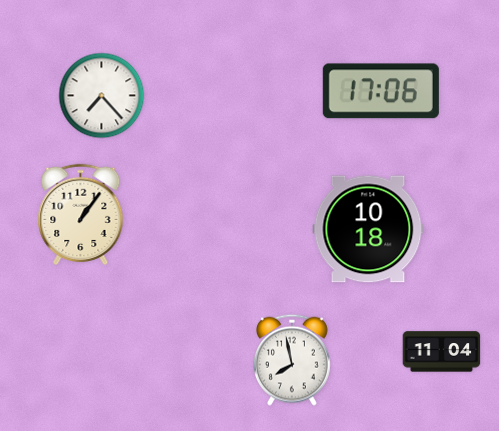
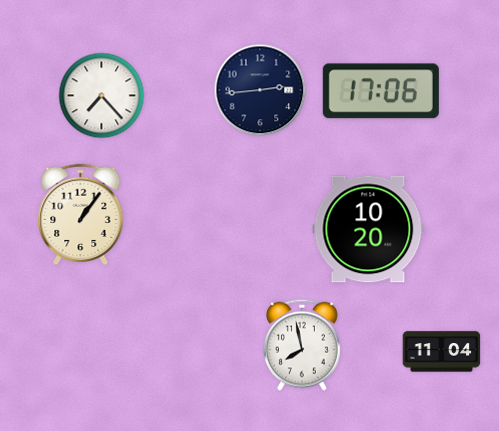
clock at (260, 90): none -> 2:44
clock at (368, 229): 10:18 -> 10:20
clock at (292, 360) position: (292, 360) -> (302, 345)
